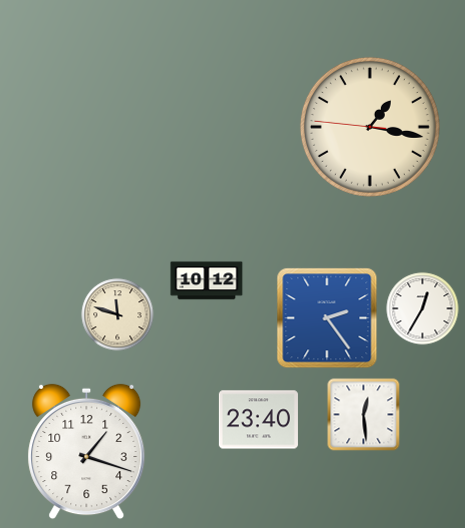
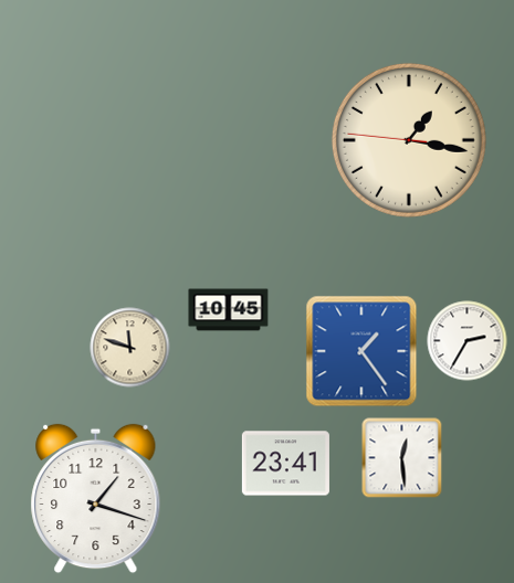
clock at (207, 281): 10:12 -> 10:45
clock at (423, 309): 12:35 -> 2:35
clock at (327, 318): 2:24 -> 1:24
clock at (258, 420): 23:40 -> 23:41
